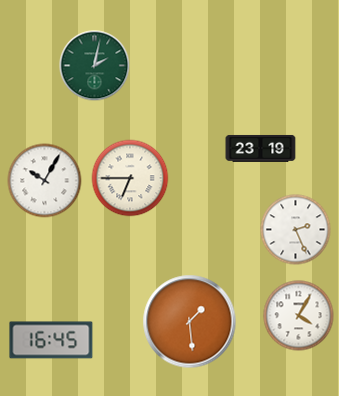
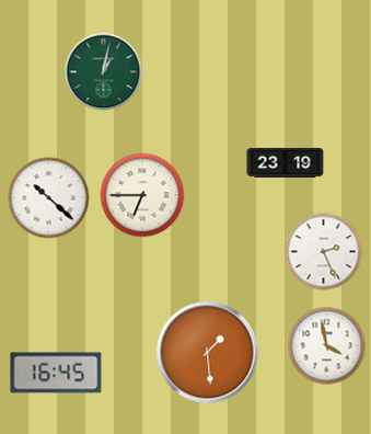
clock at (95, 66): 2:02 -> 1:02
clock at (45, 181): 10:05 -> 10:22
clock at (299, 316): 4:05 -> 3:58
